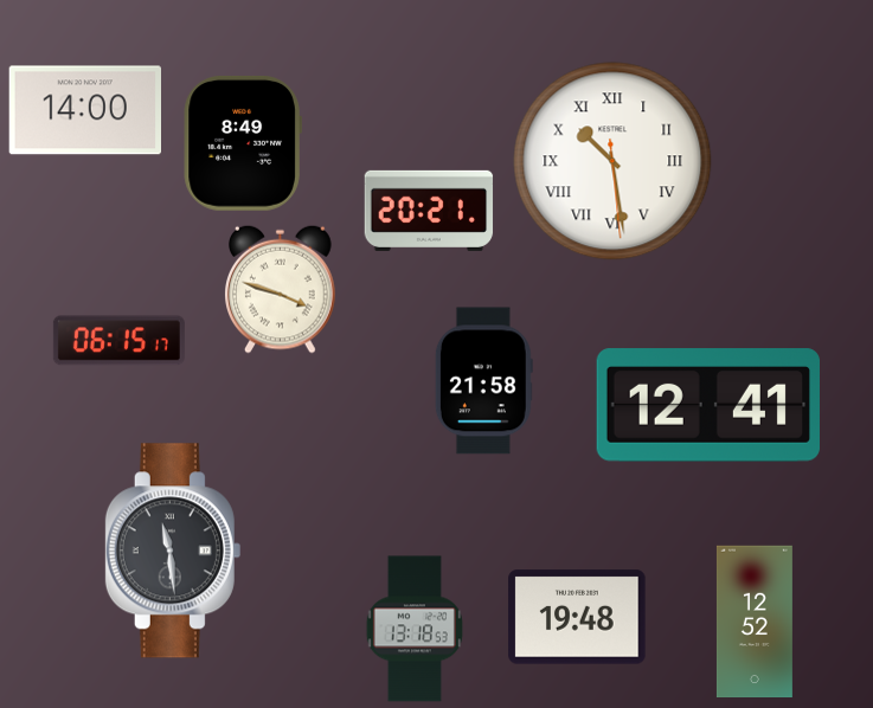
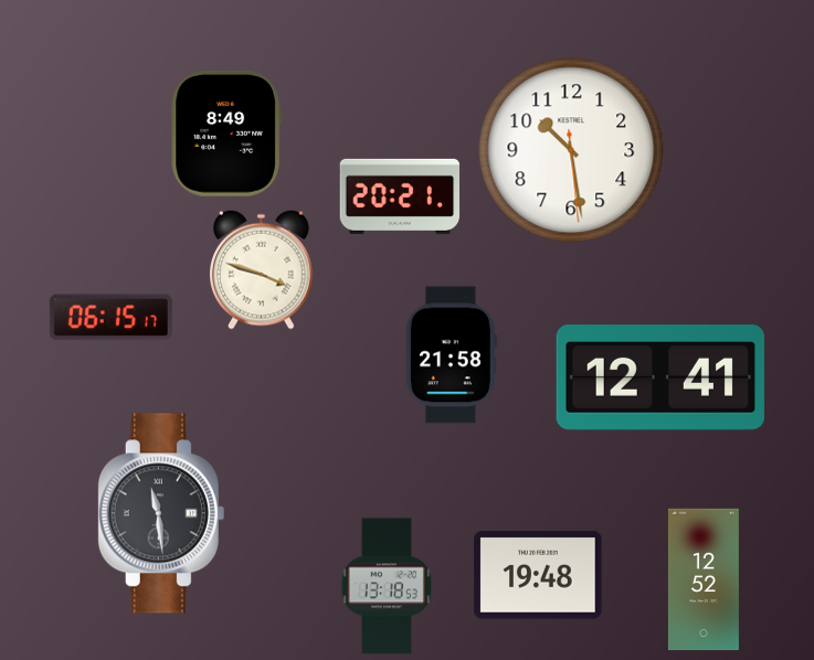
clock at (84, 110): 14:00 -> none
clock at (612, 161) numerals: Roman -> Arabic
